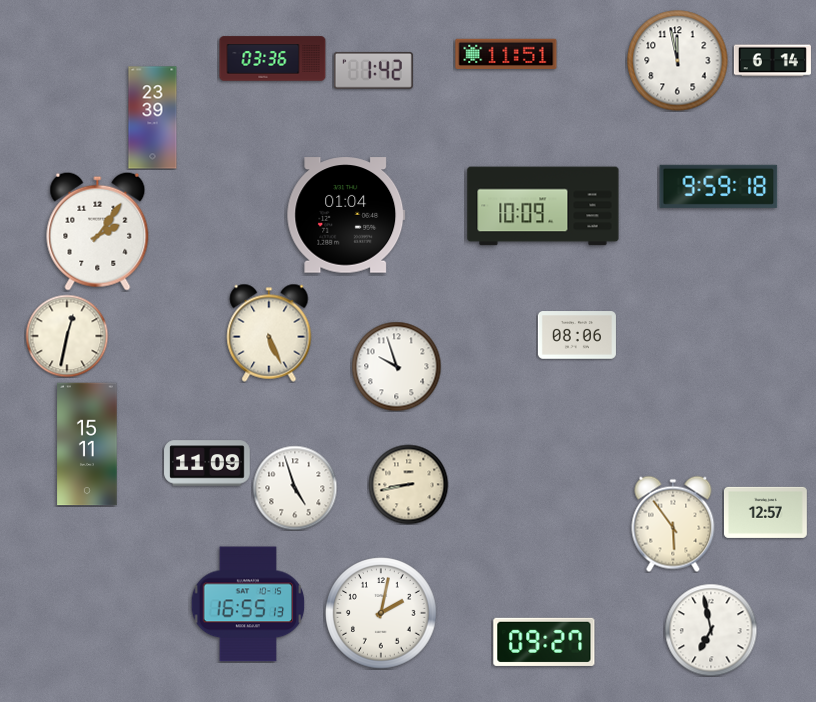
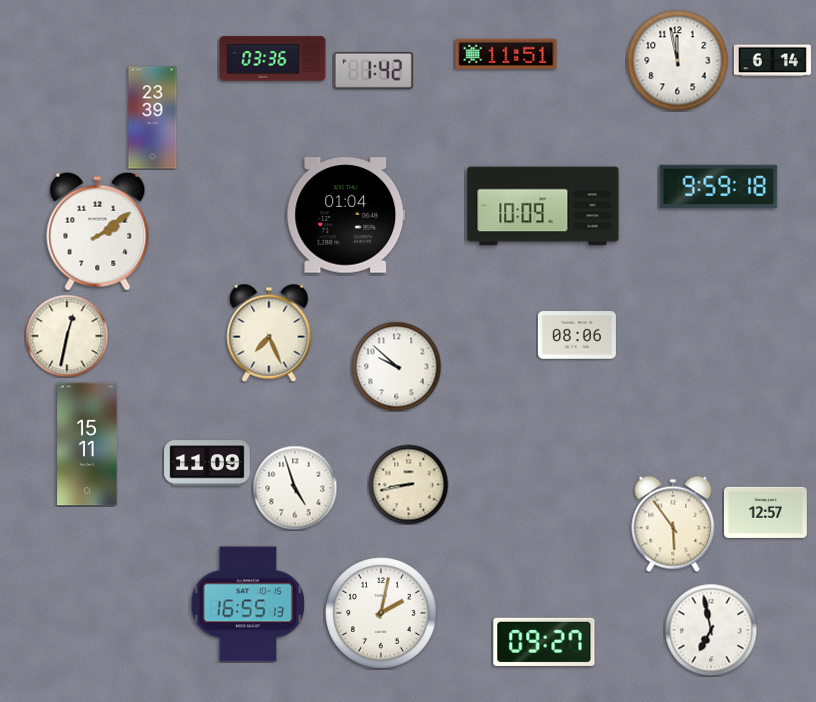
clock at (98, 231): 2:06 -> 2:09
clock at (269, 333): 5:26 -> 7:26
clock at (396, 366): 9:57 -> 9:52
